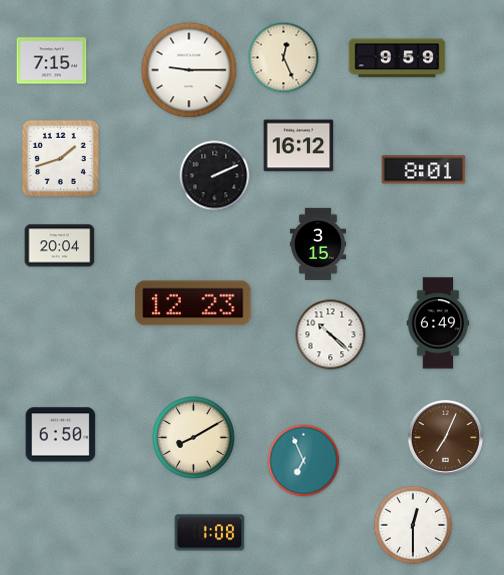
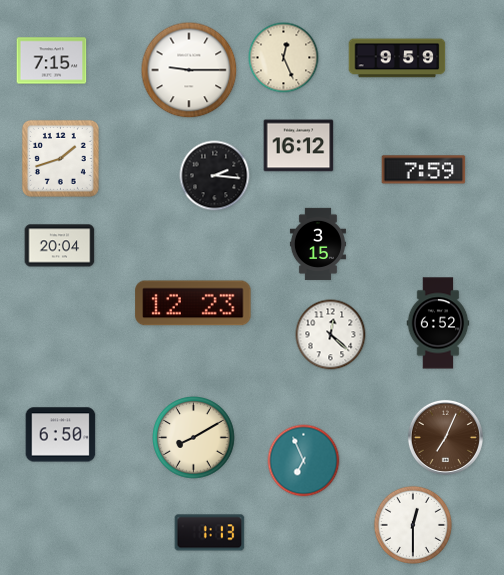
clock at (424, 170): 8:01 -> 7:59
clock at (215, 176): 2:11 -> 2:16
clock at (438, 323): 6:49 -> 6:52
clock at (331, 335): 10:22 -> 12:22
clock at (210, 533): 1:08 -> 1:13
